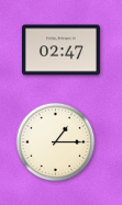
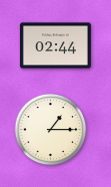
clock at (60, 50): 02:47 -> 02:44
